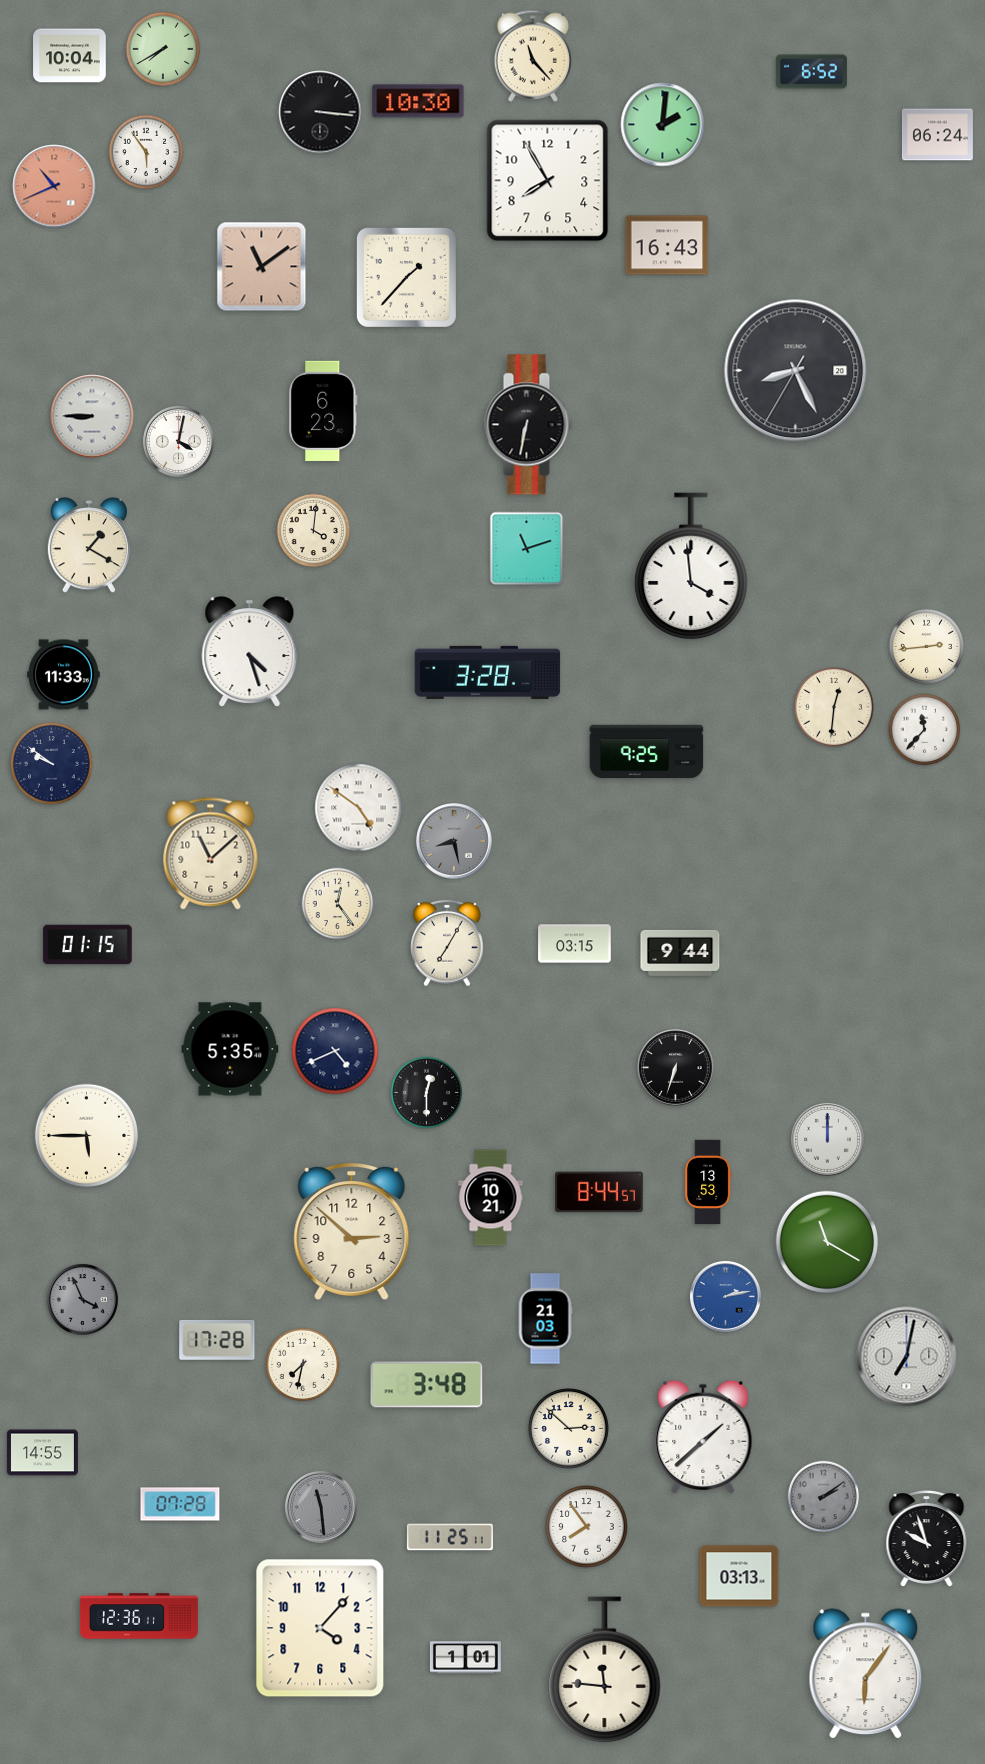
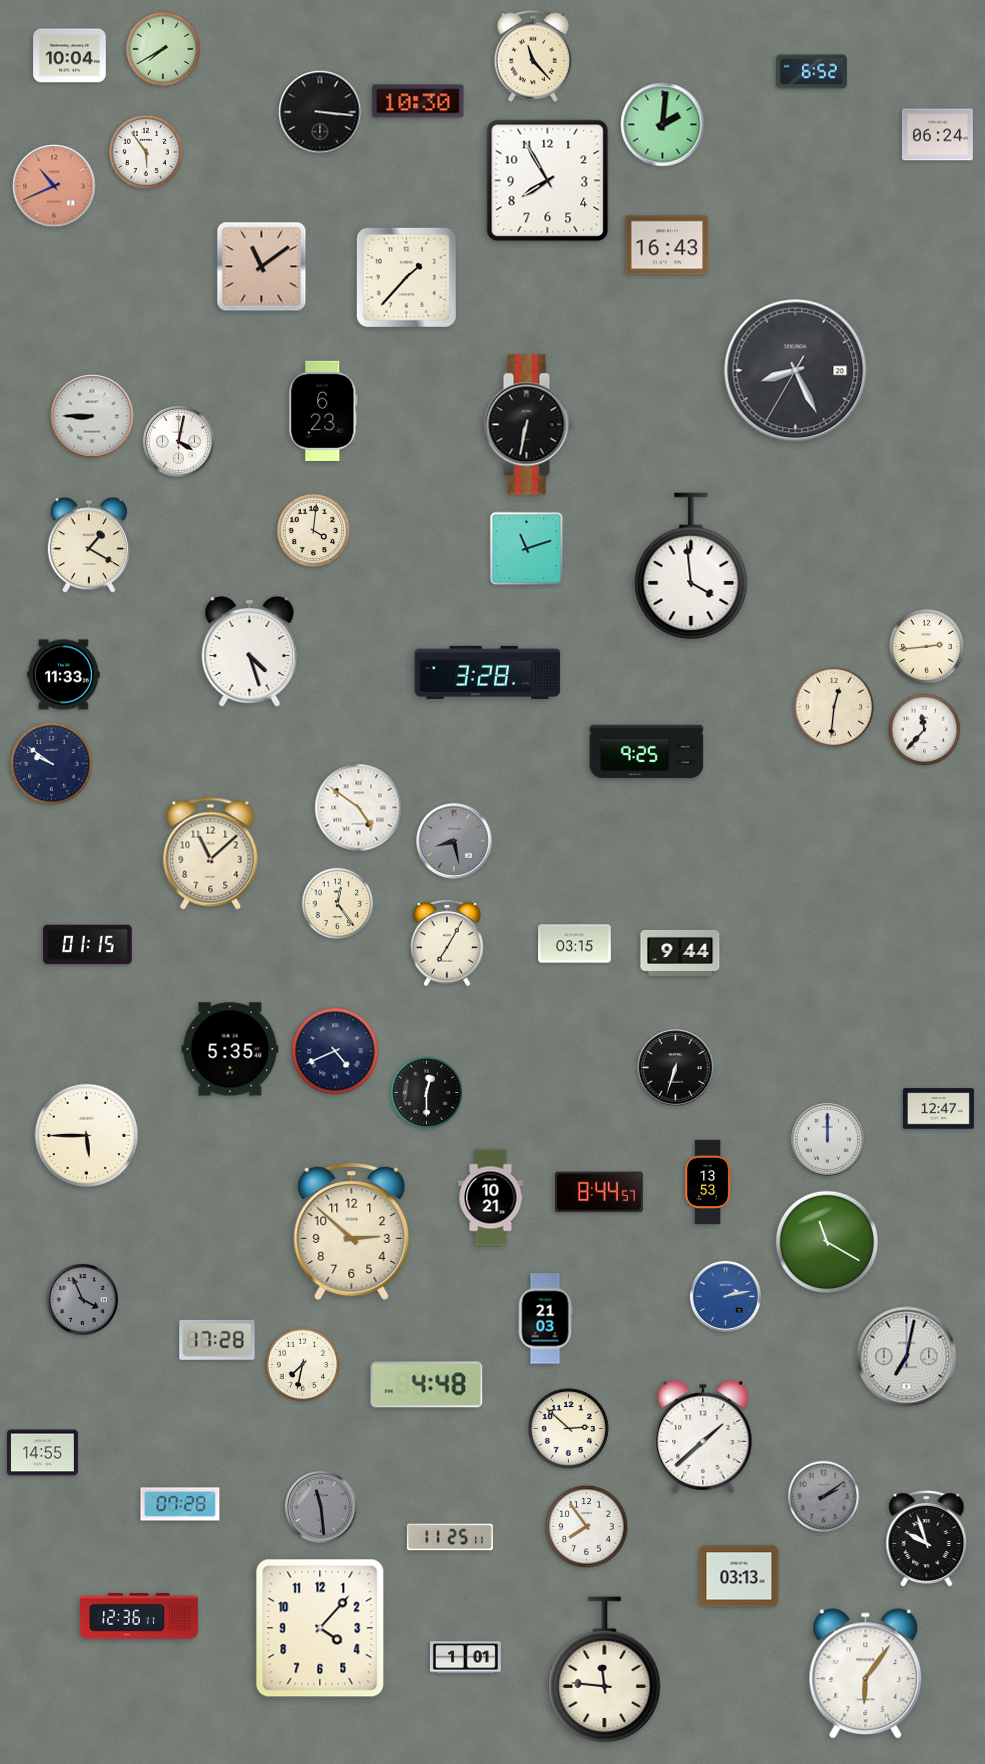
clock at (938, 1109): none -> 12:47
clock at (427, 1385): 3:48 -> 4:48
